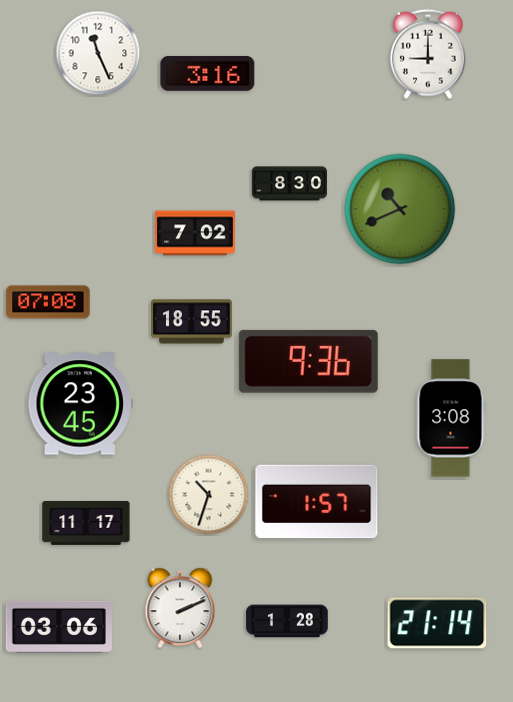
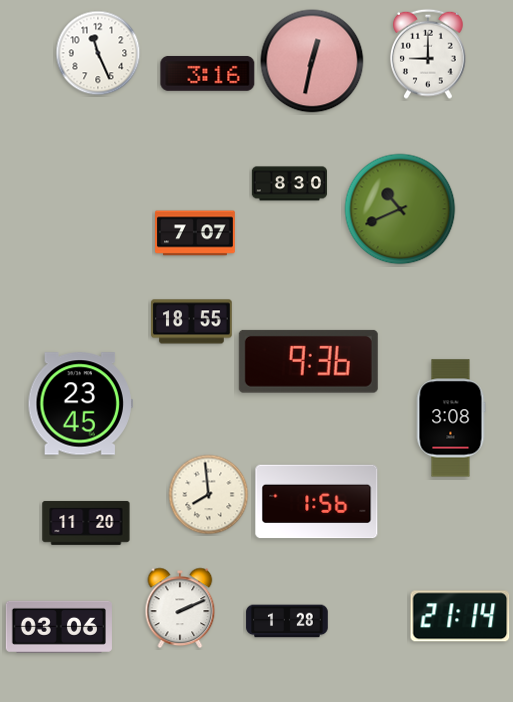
clock at (312, 61): none -> 12:32
clock at (196, 233): 7:02 -> 7:07
clock at (48, 302): 07:08 -> none
clock at (209, 495): 10:33 -> 7:59
clock at (317, 502): 1:57 -> 1:56
clock at (86, 523): 11:17 -> 11:20
clock at (437, 623) position: (437, 623) -> (460, 616)
